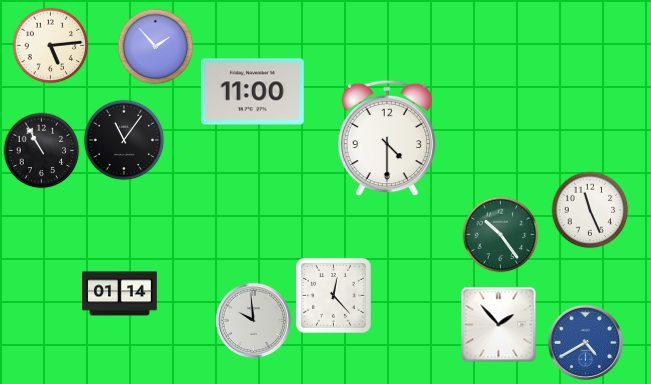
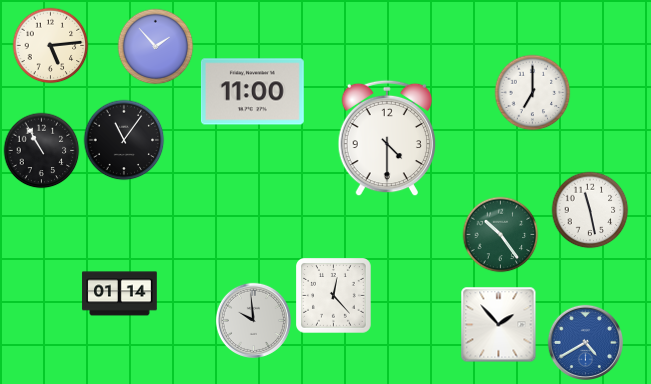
clock at (533, 93): none -> 7:00
clock at (590, 210): 11:26 -> 11:28
